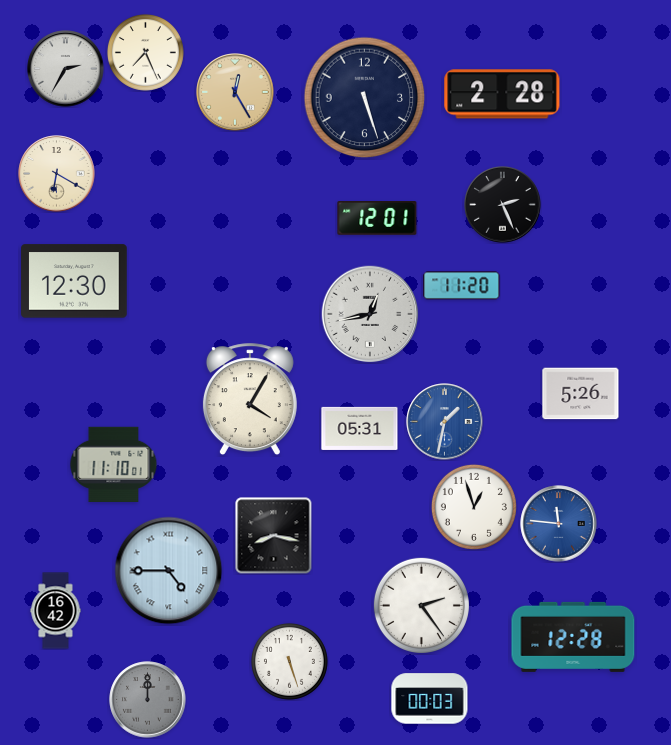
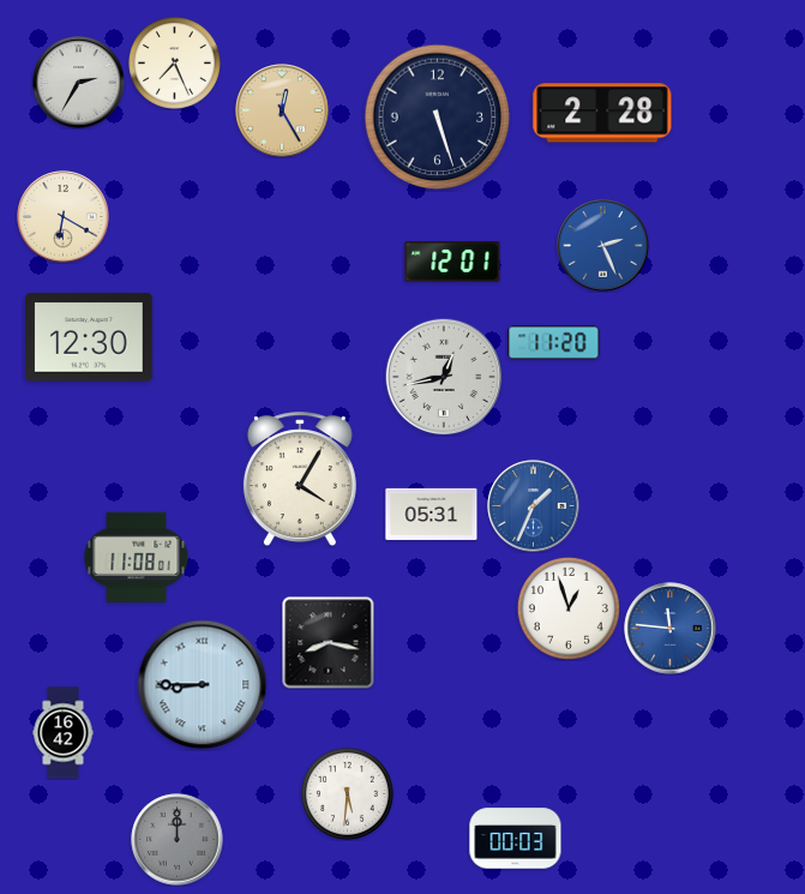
clock at (57, 174) position: (57, 174) -> (64, 217)
clock at (503, 205) dial: black -> blue
clock at (581, 394): 5:26 -> none
clock at (445, 422): 1:32 -> 1:34
clock at (114, 464): 11:10 -> 11:08
clock at (169, 571): 4:45 -> 8:45
clock at (421, 605): 2:24 -> none
clock at (56, 611) position: (56, 611) -> (64, 733)
clock at (573, 637): 12:28 -> none
clock at (289, 661): 5:27 -> 5:31
